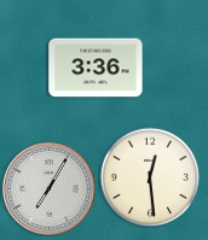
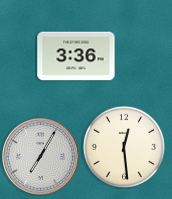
clock at (96, 68) position: (96, 68) -> (76, 56)
